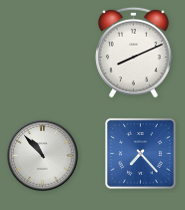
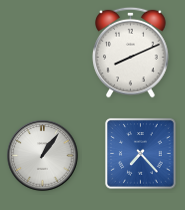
clock at (134, 52) position: (134, 52) -> (131, 52)
clock at (43, 156): 10:53 -> 1:06
